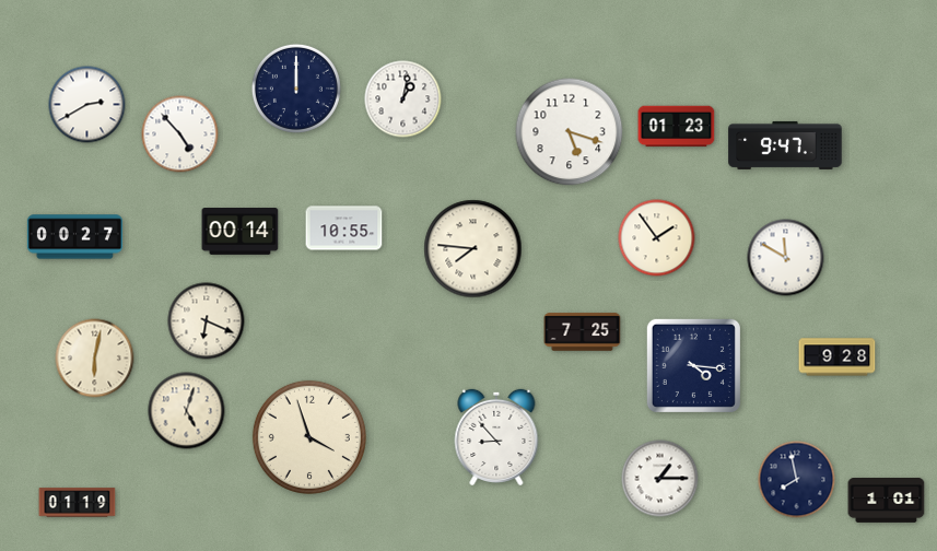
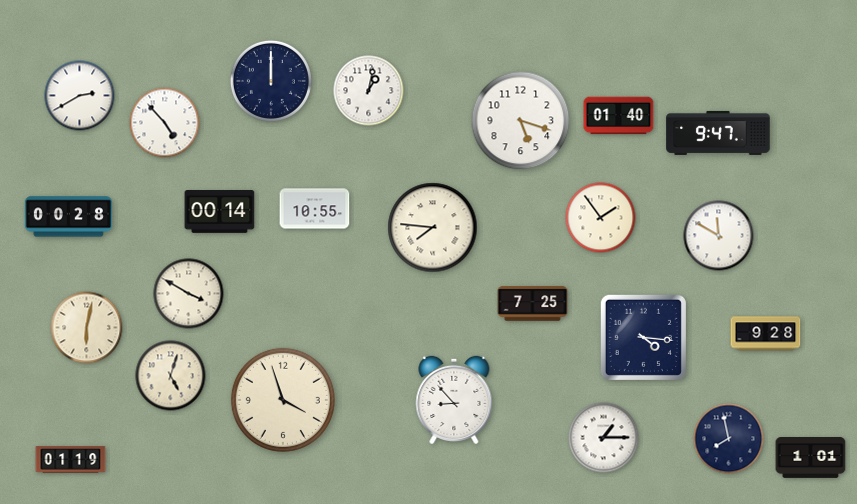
clock at (677, 127): 01:23 -> 01:40
clock at (74, 237): 00:27 -> 00:28
clock at (207, 321): 6:19 -> 3:50
clock at (838, 357) position: (838, 357) -> (766, 334)
clock at (693, 365) position: (693, 365) -> (643, 337)
